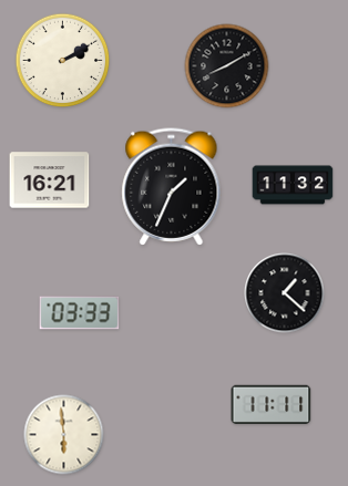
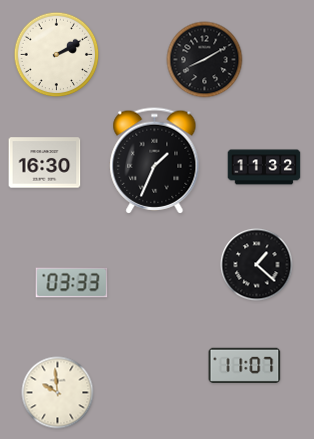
clock at (50, 180): 16:21 -> 16:30
clock at (172, 187) position: (172, 187) -> (155, 161)
clock at (272, 404): 11:11 -> 11:07
clock at (64, 435): 5:59 -> 9:59
